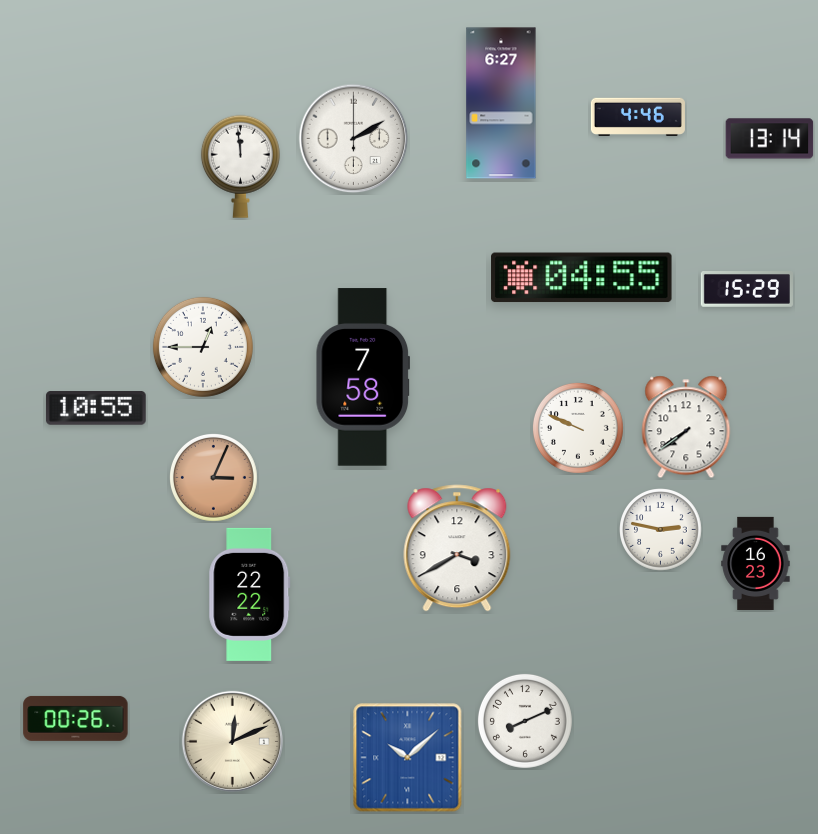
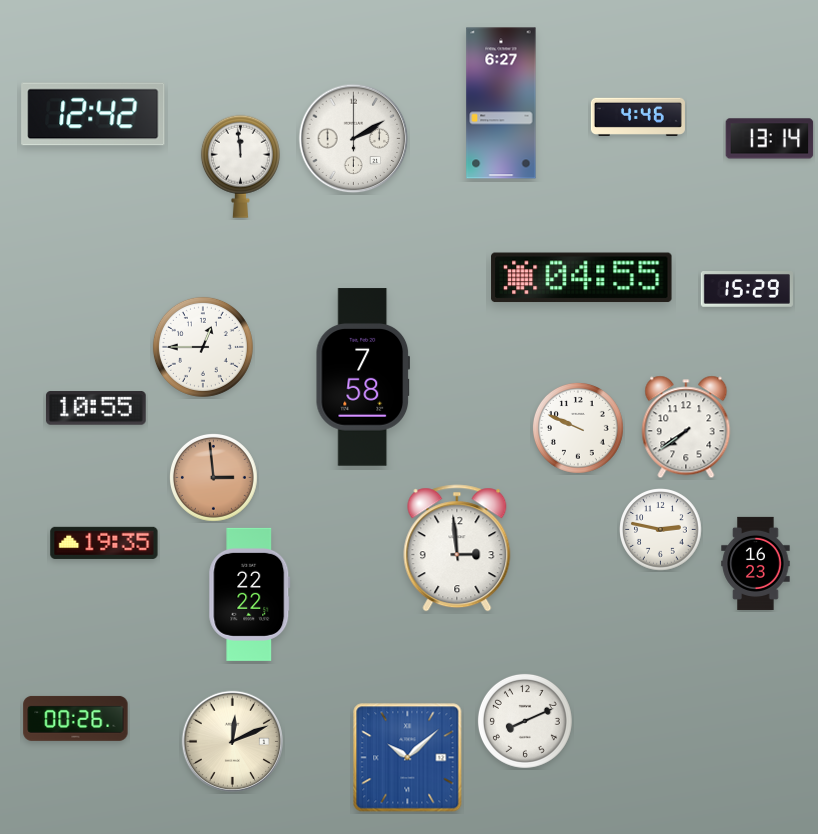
clock at (93, 114): none -> 12:42
clock at (214, 478): 3:04 -> 2:59
clock at (104, 543): none -> 19:35
clock at (457, 548): 3:40 -> 2:59
